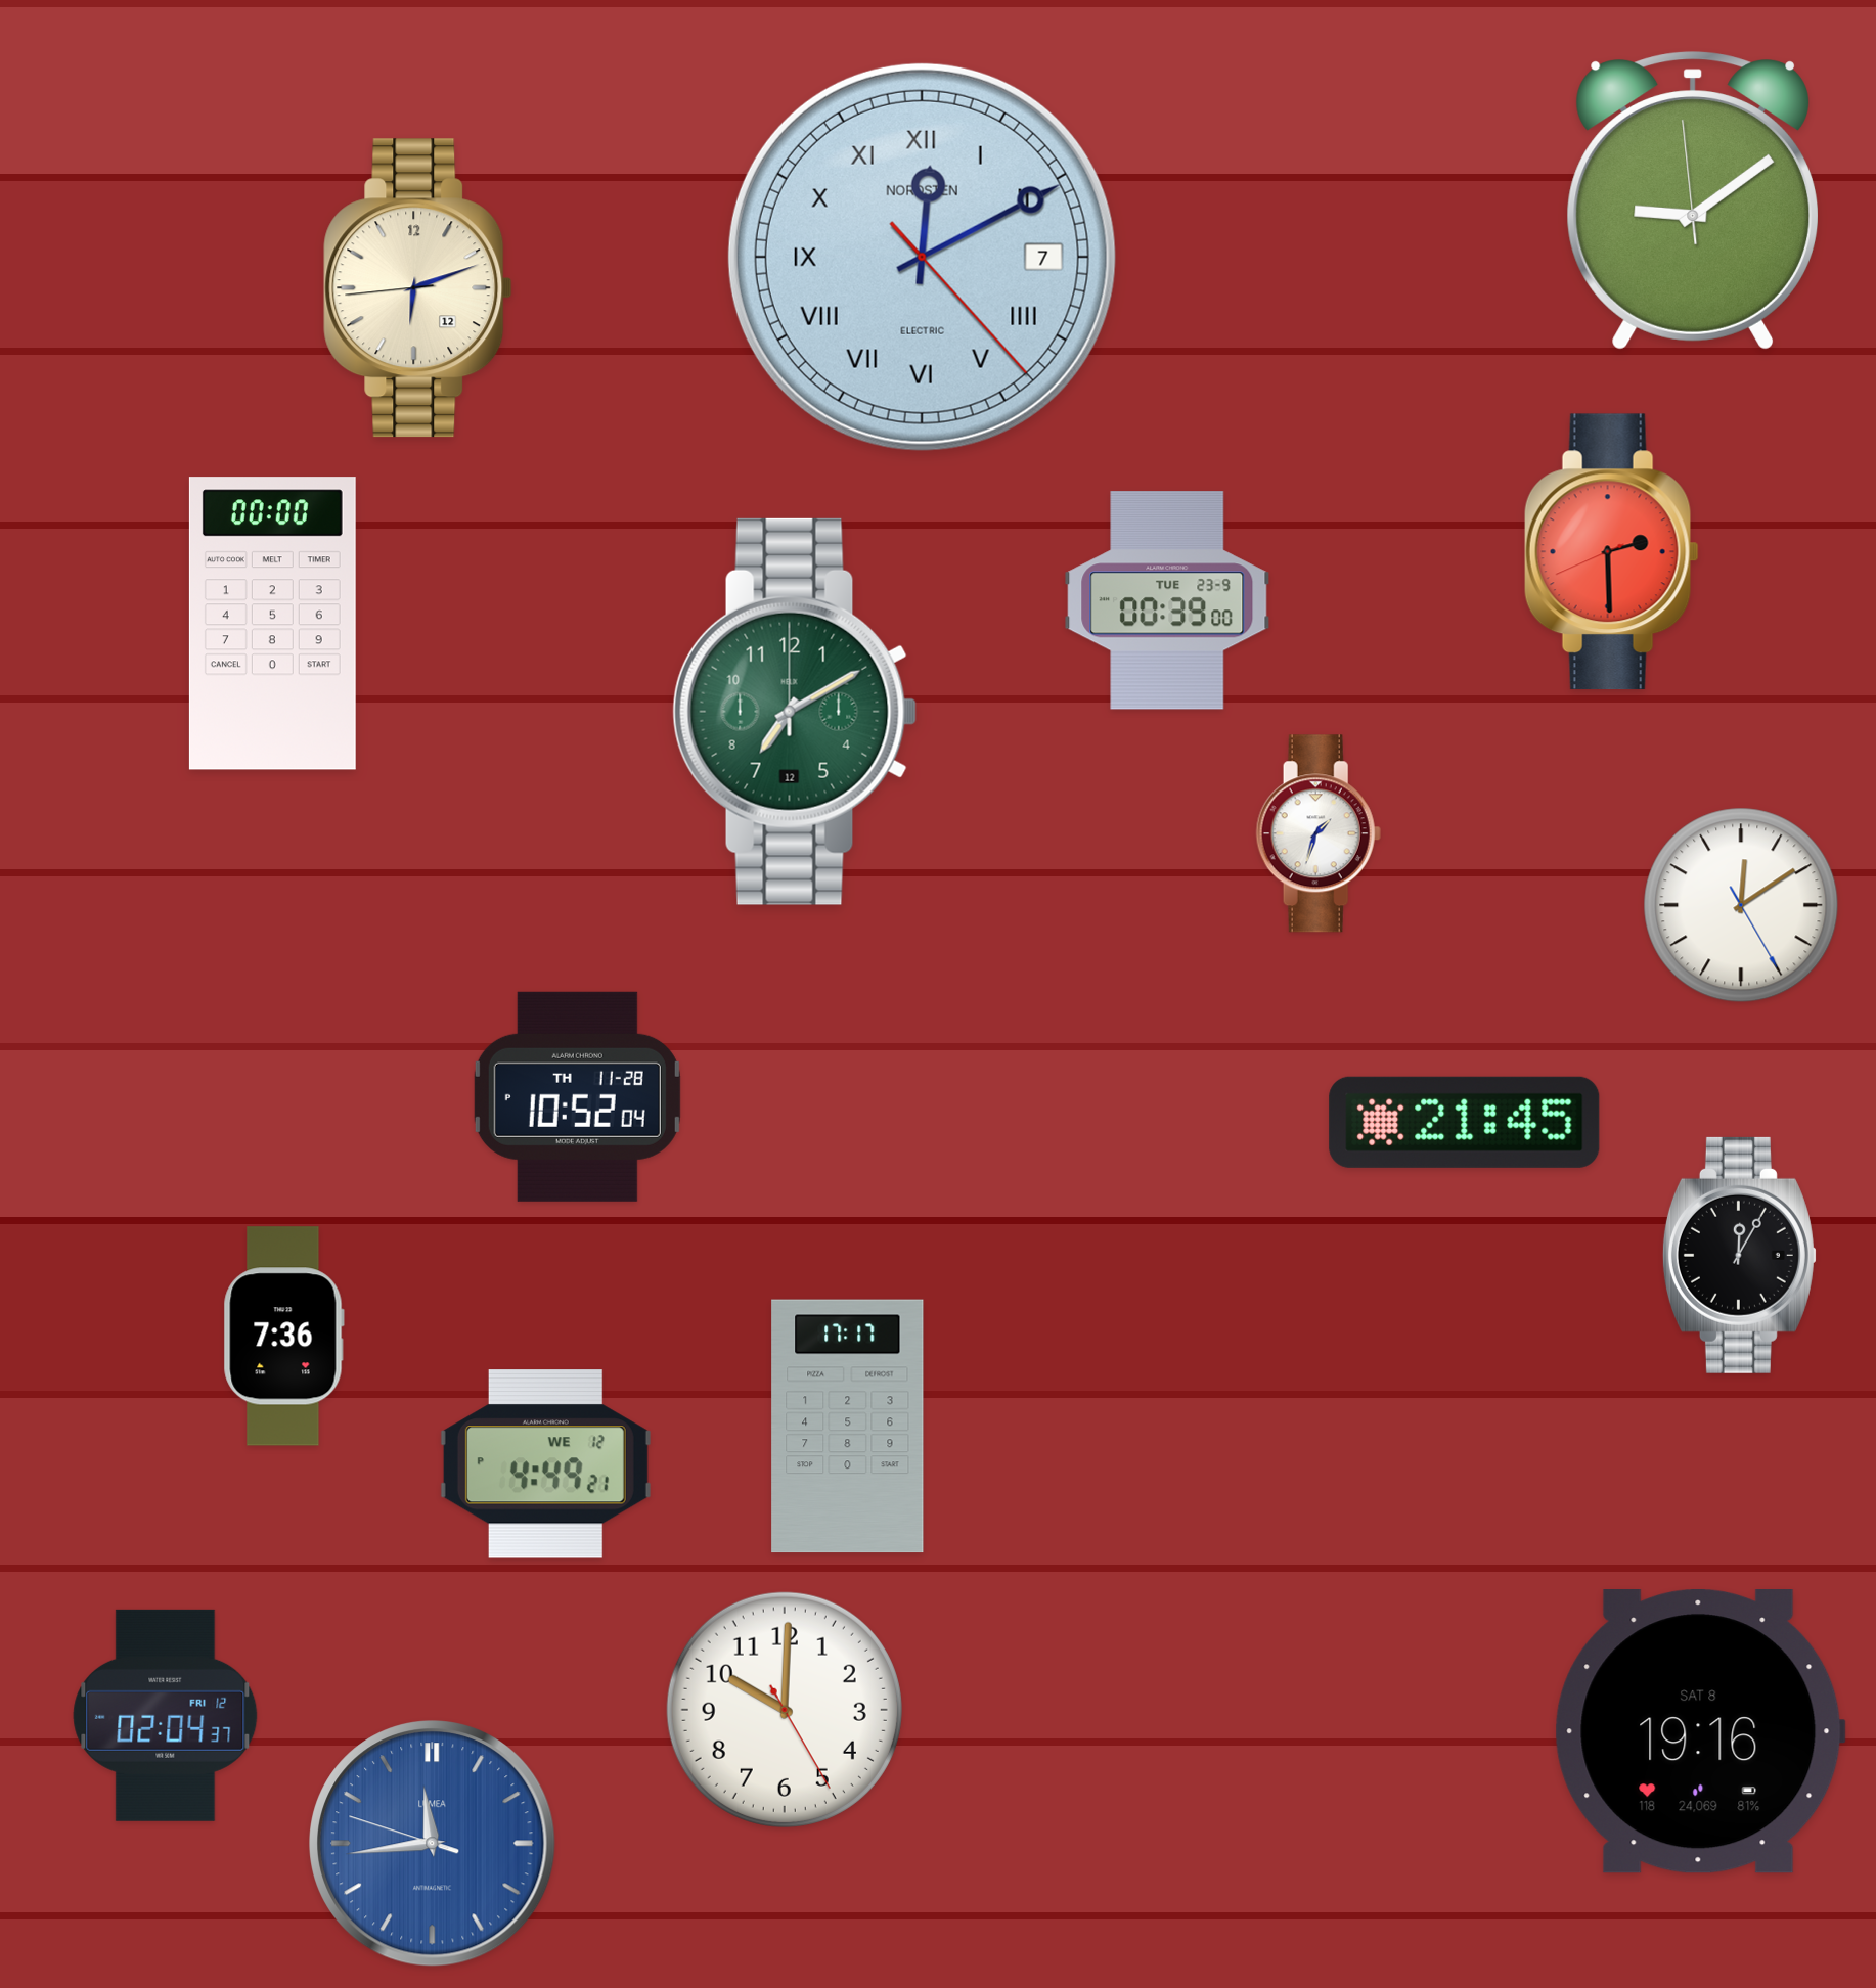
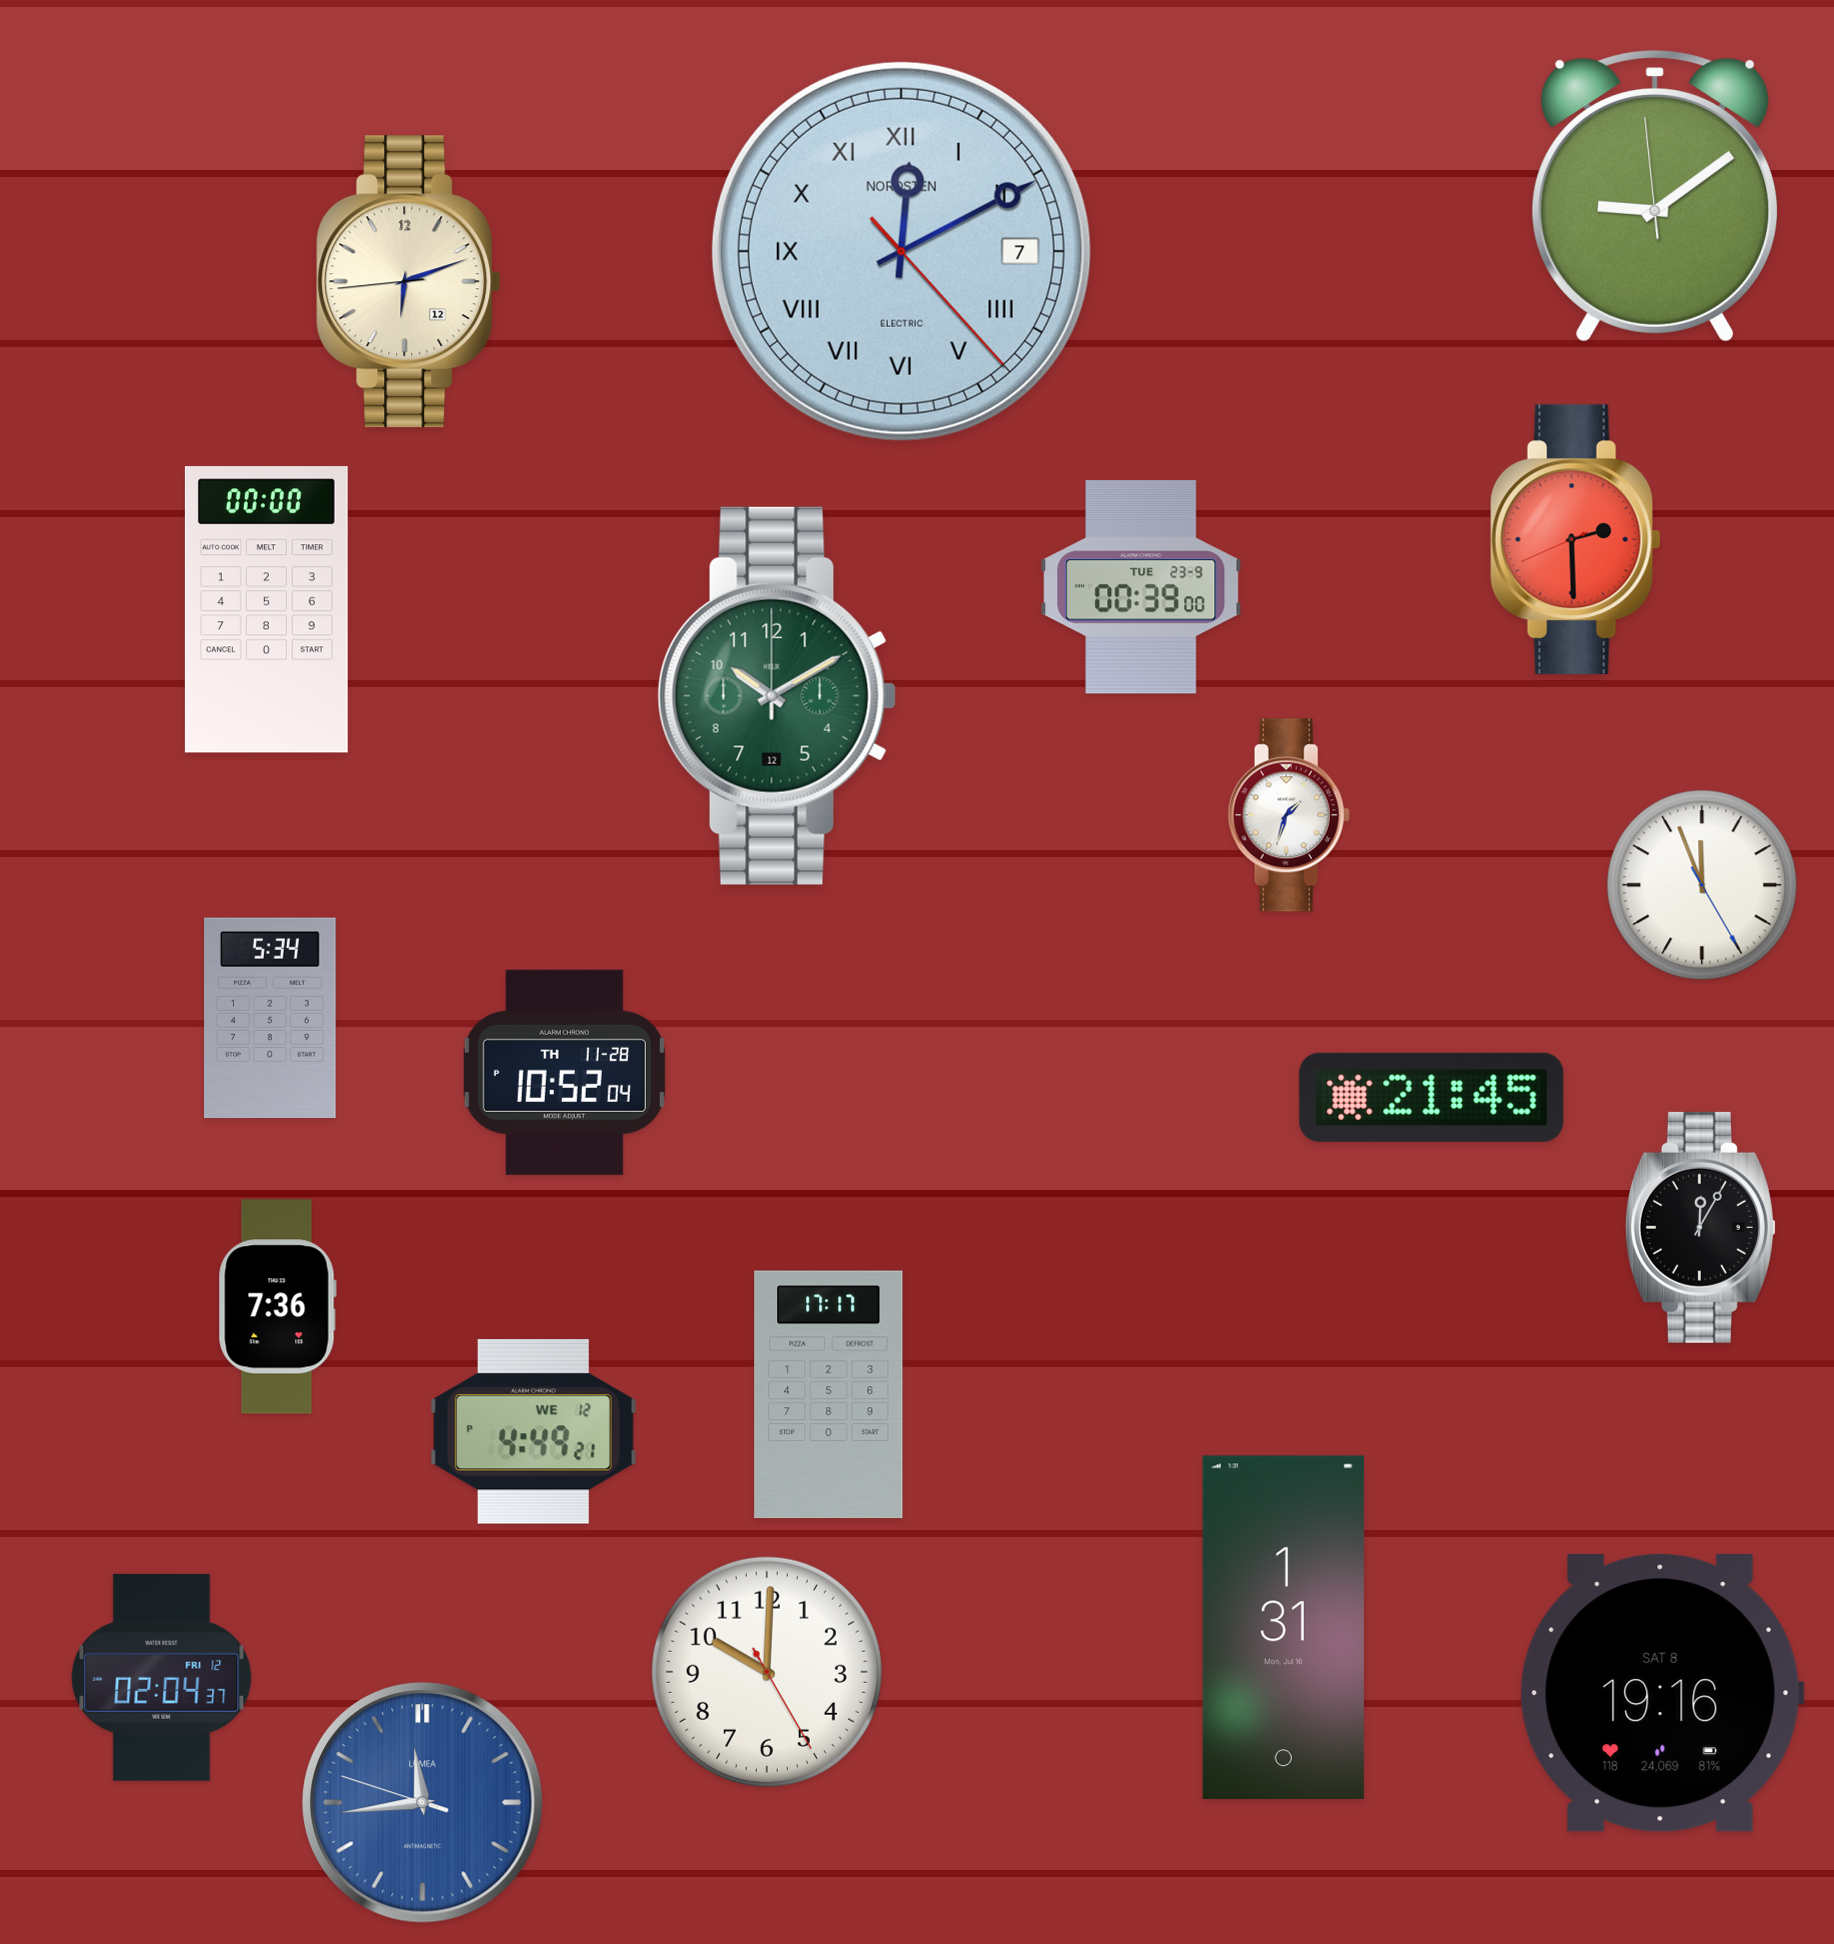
clock at (795, 712): 7:10 -> 10:10
clock at (1741, 905): 12:09 -> 11:56
clock at (271, 1018): none -> 5:34
clock at (1283, 1627): none -> 1:31
